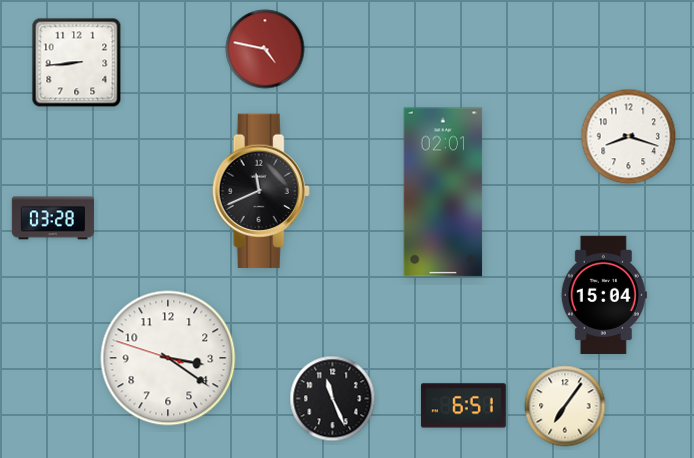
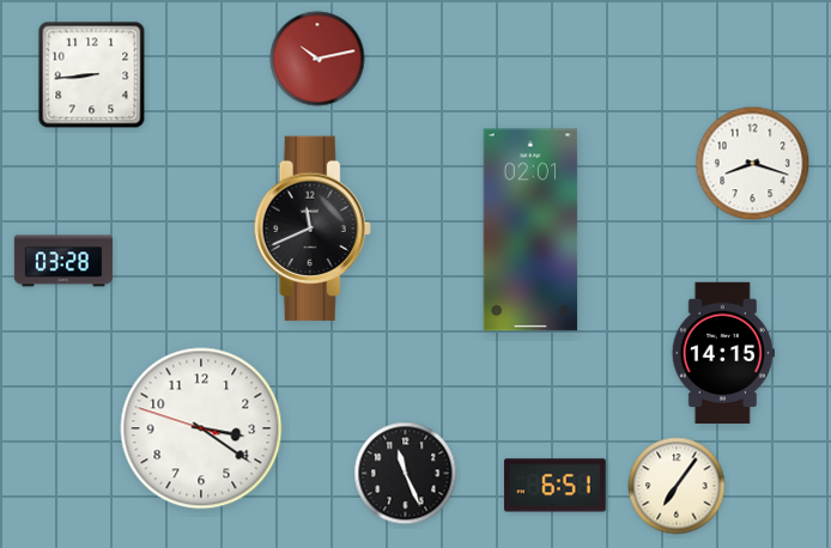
clock at (265, 49): 4:47 -> 10:13
clock at (604, 294): 15:04 -> 14:15
clock at (333, 399) position: (333, 399) -> (406, 474)
